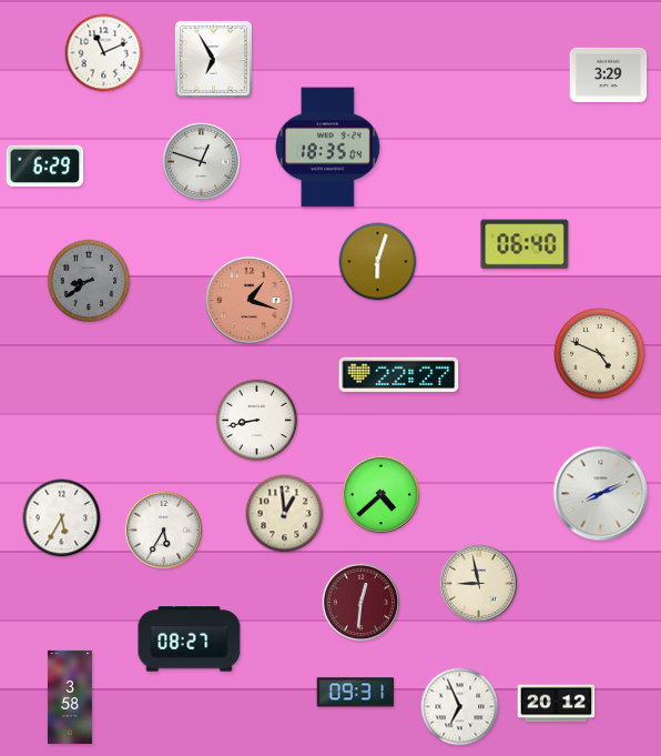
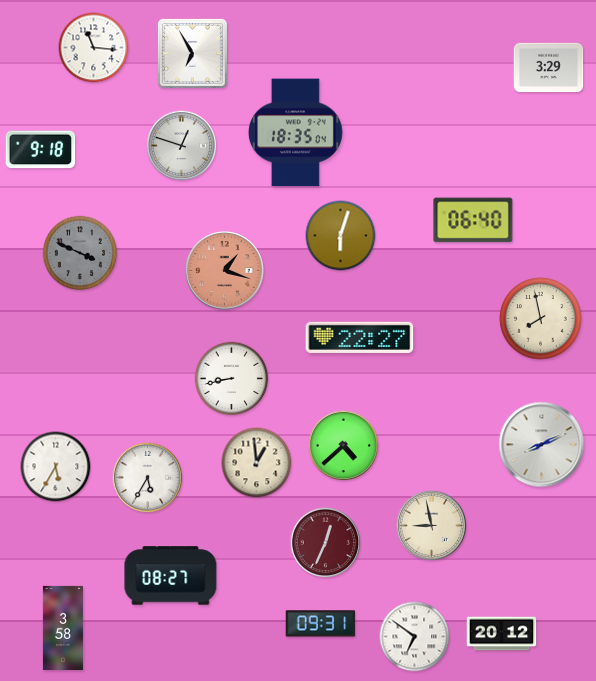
clock at (104, 53): 11:11 -> 11:16
clock at (45, 167): 6:29 -> 9:18
clock at (89, 281): 8:39 -> 3:49
clock at (600, 354): 4:49 -> 7:58
clock at (362, 603): 12:31 -> 12:34
clock at (460, 707): 6:56 -> 6:51
